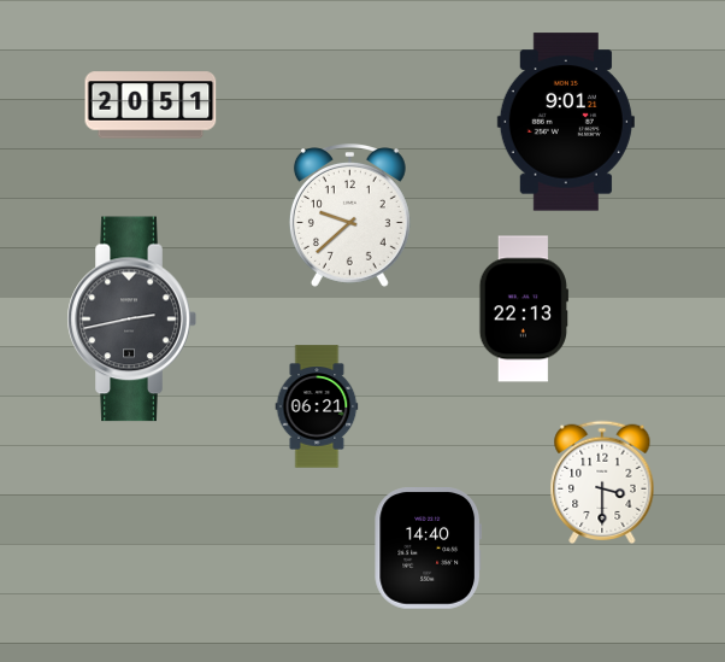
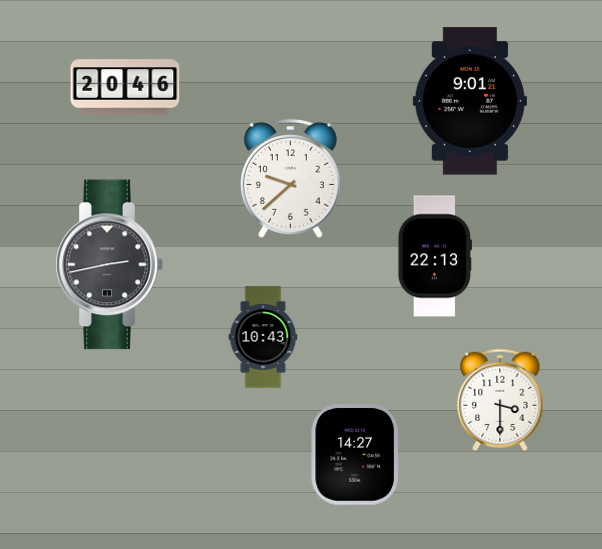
clock at (151, 105): 20:51 -> 20:46
clock at (317, 406): 06:21 -> 10:43
clock at (429, 549): 14:40 -> 14:27
